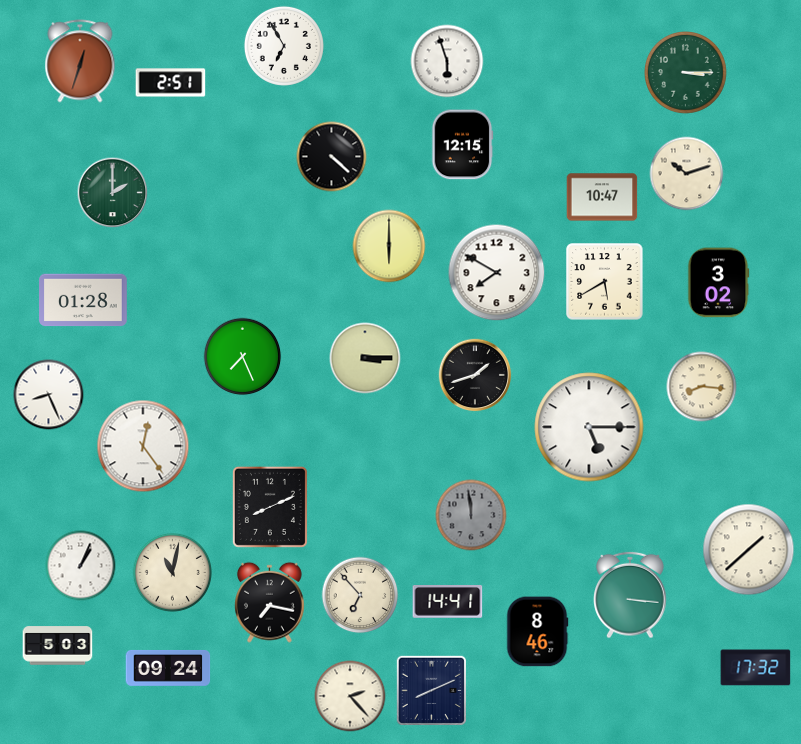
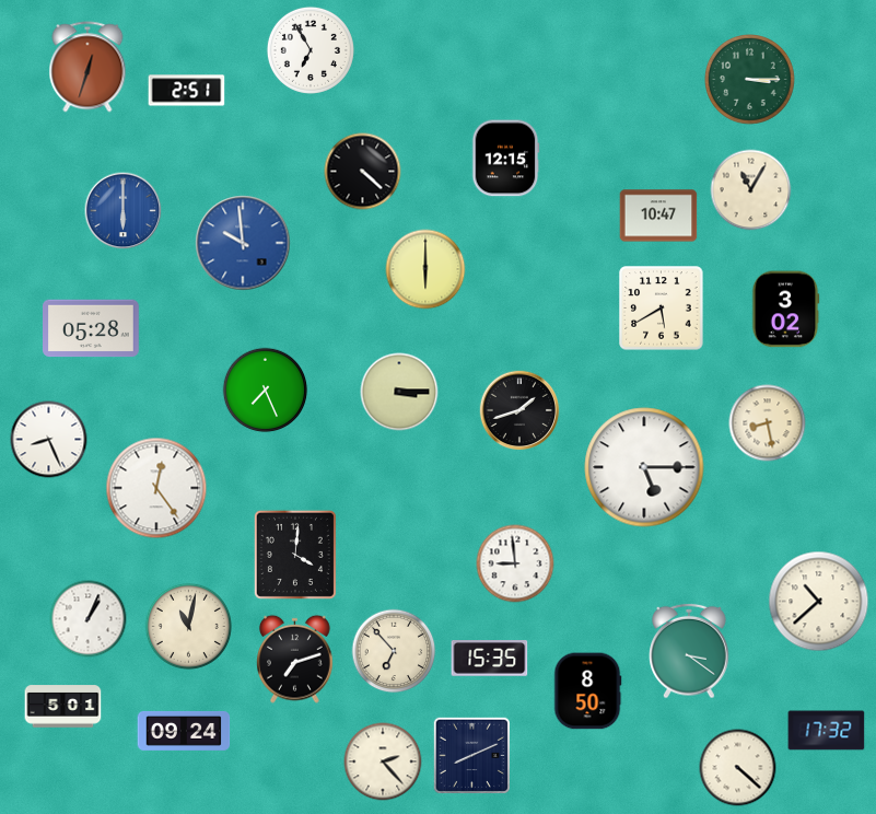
clock at (447, 61): 5:57 -> none
clock at (687, 174): 10:12 -> 11:05
clock at (113, 193): 2:00 -> 6:00
clock at (113, 193) dial: green -> blue
clock at (243, 243): none -> 9:59
clock at (497, 273): 7:50 -> none
clock at (84, 300): 01:28 -> 05:28
clock at (702, 387): 8:16 -> 8:28
clock at (49, 395) position: (49, 395) -> (49, 440)
clock at (270, 507): 8:11 -> 4:01
clock at (471, 515): 11:59 -> 8:59
clock at (471, 515) dial: grey -> white
clock at (749, 550): 1:38 -> 10:38
clock at (630, 595): 3:16 -> 3:21
clock at (270, 602): 7:17 -> 7:12
clock at (448, 602): 14:41 -> 15:35
clock at (537, 632): 8:46 -> 8:50
clock at (58, 646): 5:03 -> 5:01
clock at (738, 768): none -> 4:22
